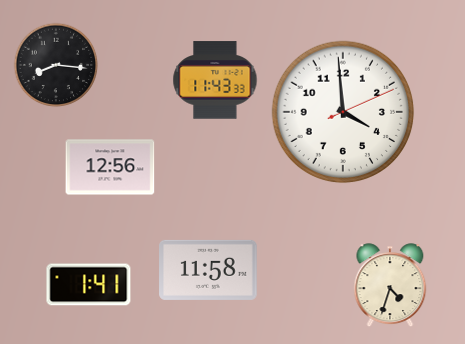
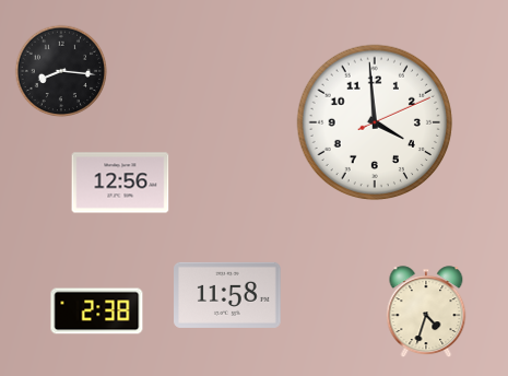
clock at (215, 80): 11:43 -> none
clock at (89, 285): 1:41 -> 2:38
